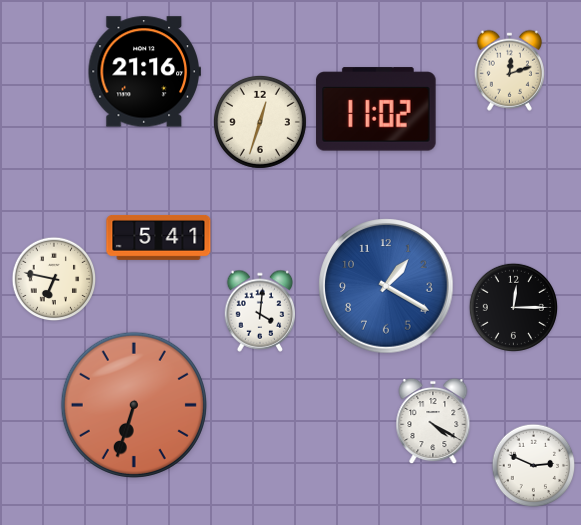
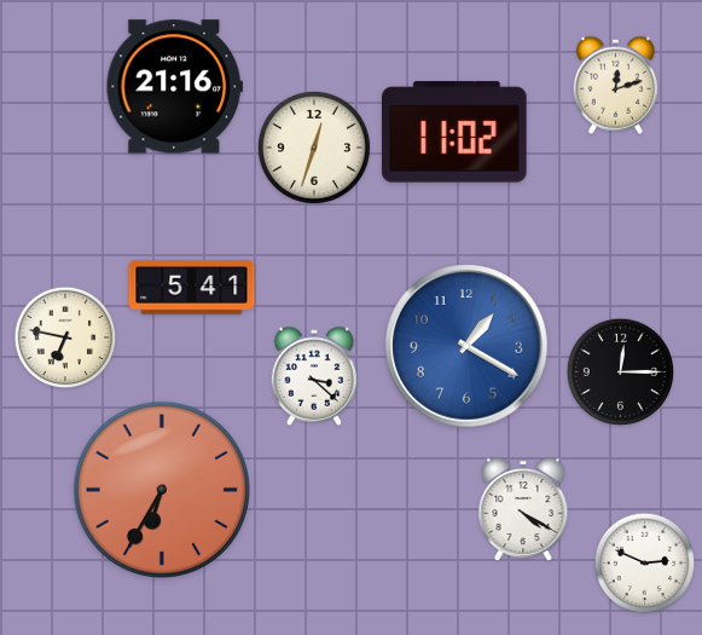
clock at (260, 311): 4:01 -> 3:22
clock at (134, 405): 6:33 -> 6:35
